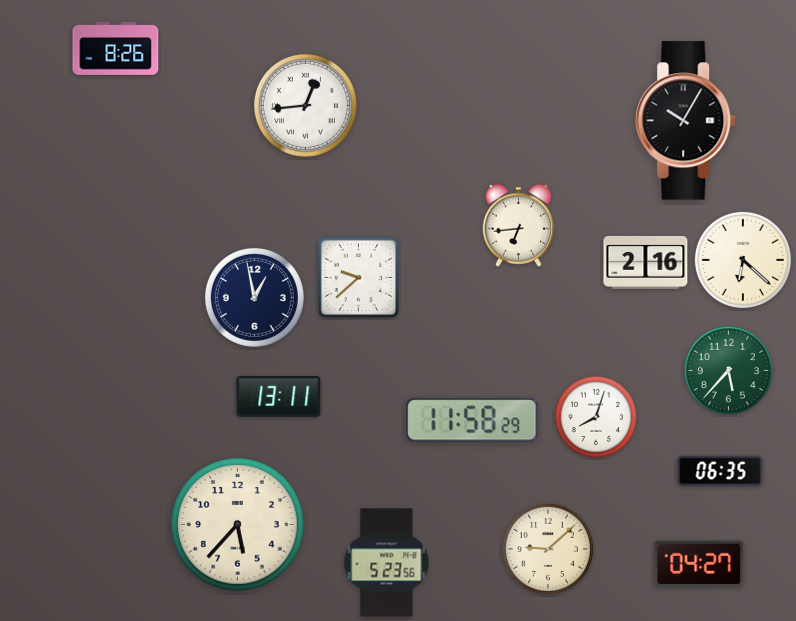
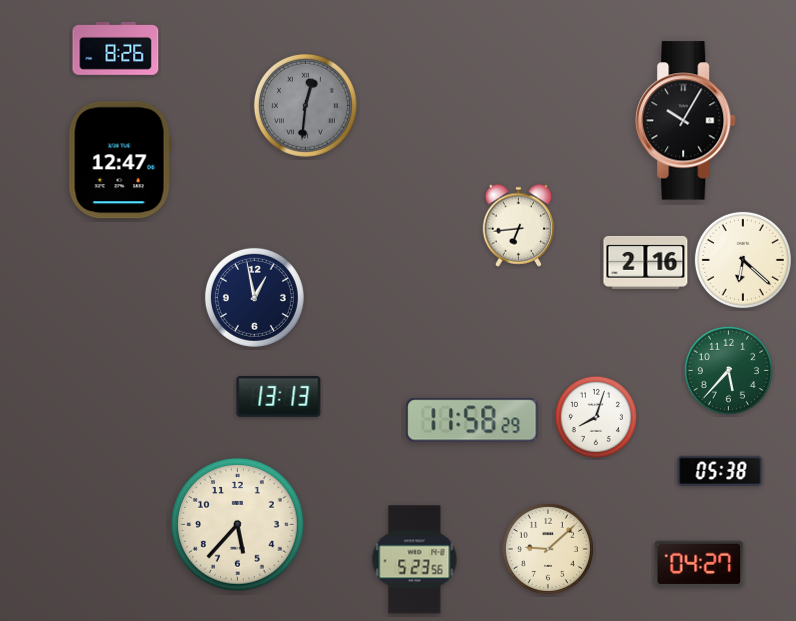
clock at (305, 105): 12:44 -> 12:31
clock at (305, 105) dial: white -> grey
clock at (120, 160): none -> 12:47
clock at (359, 278): 9:38 -> none
clock at (279, 397): 13:11 -> 13:13
clock at (720, 470): 06:35 -> 05:38
clock at (387, 563) position: (387, 563) -> (415, 560)
